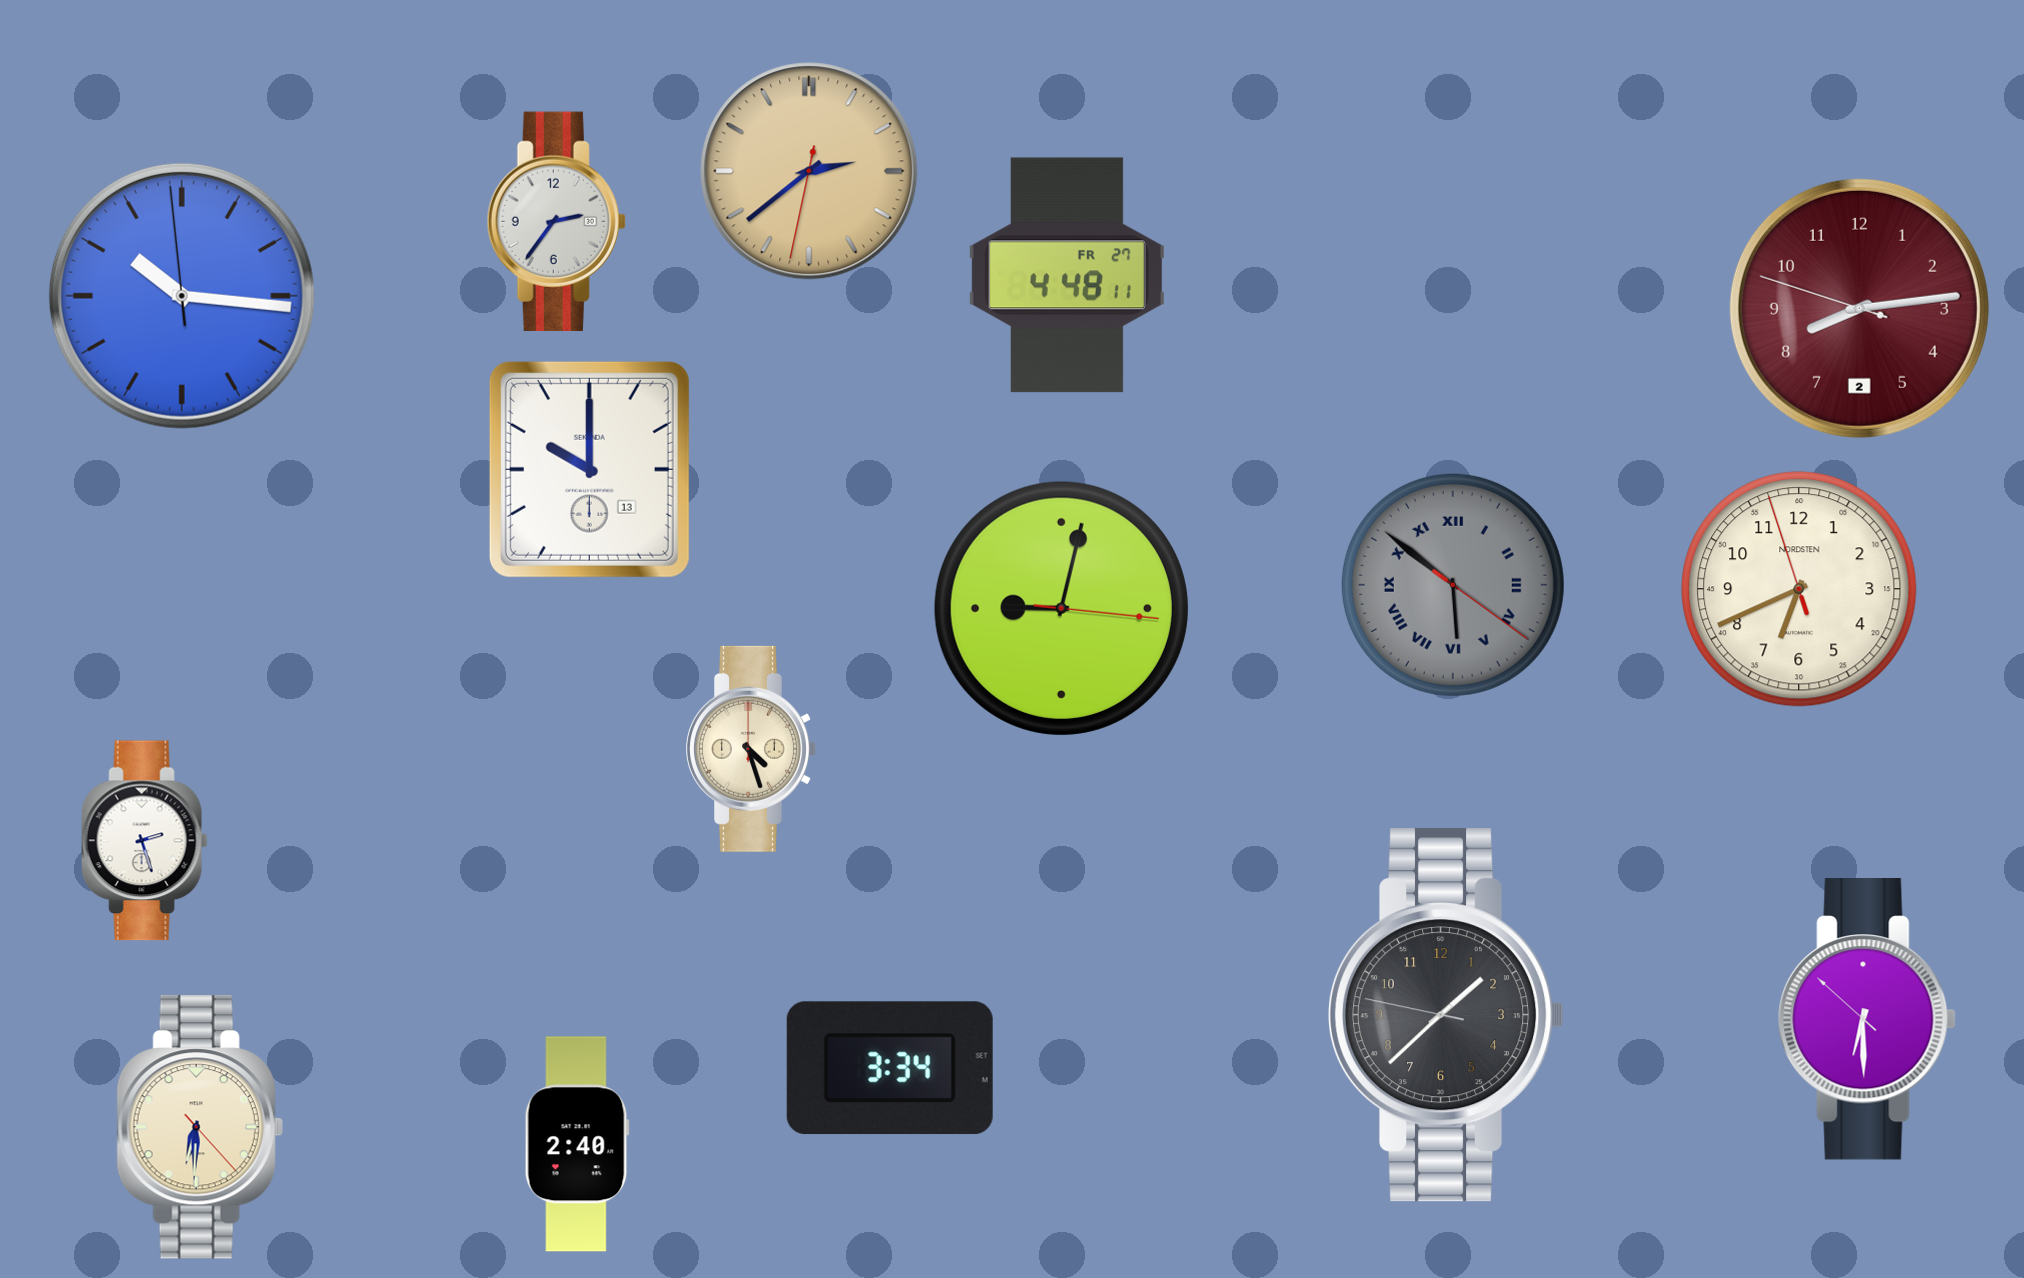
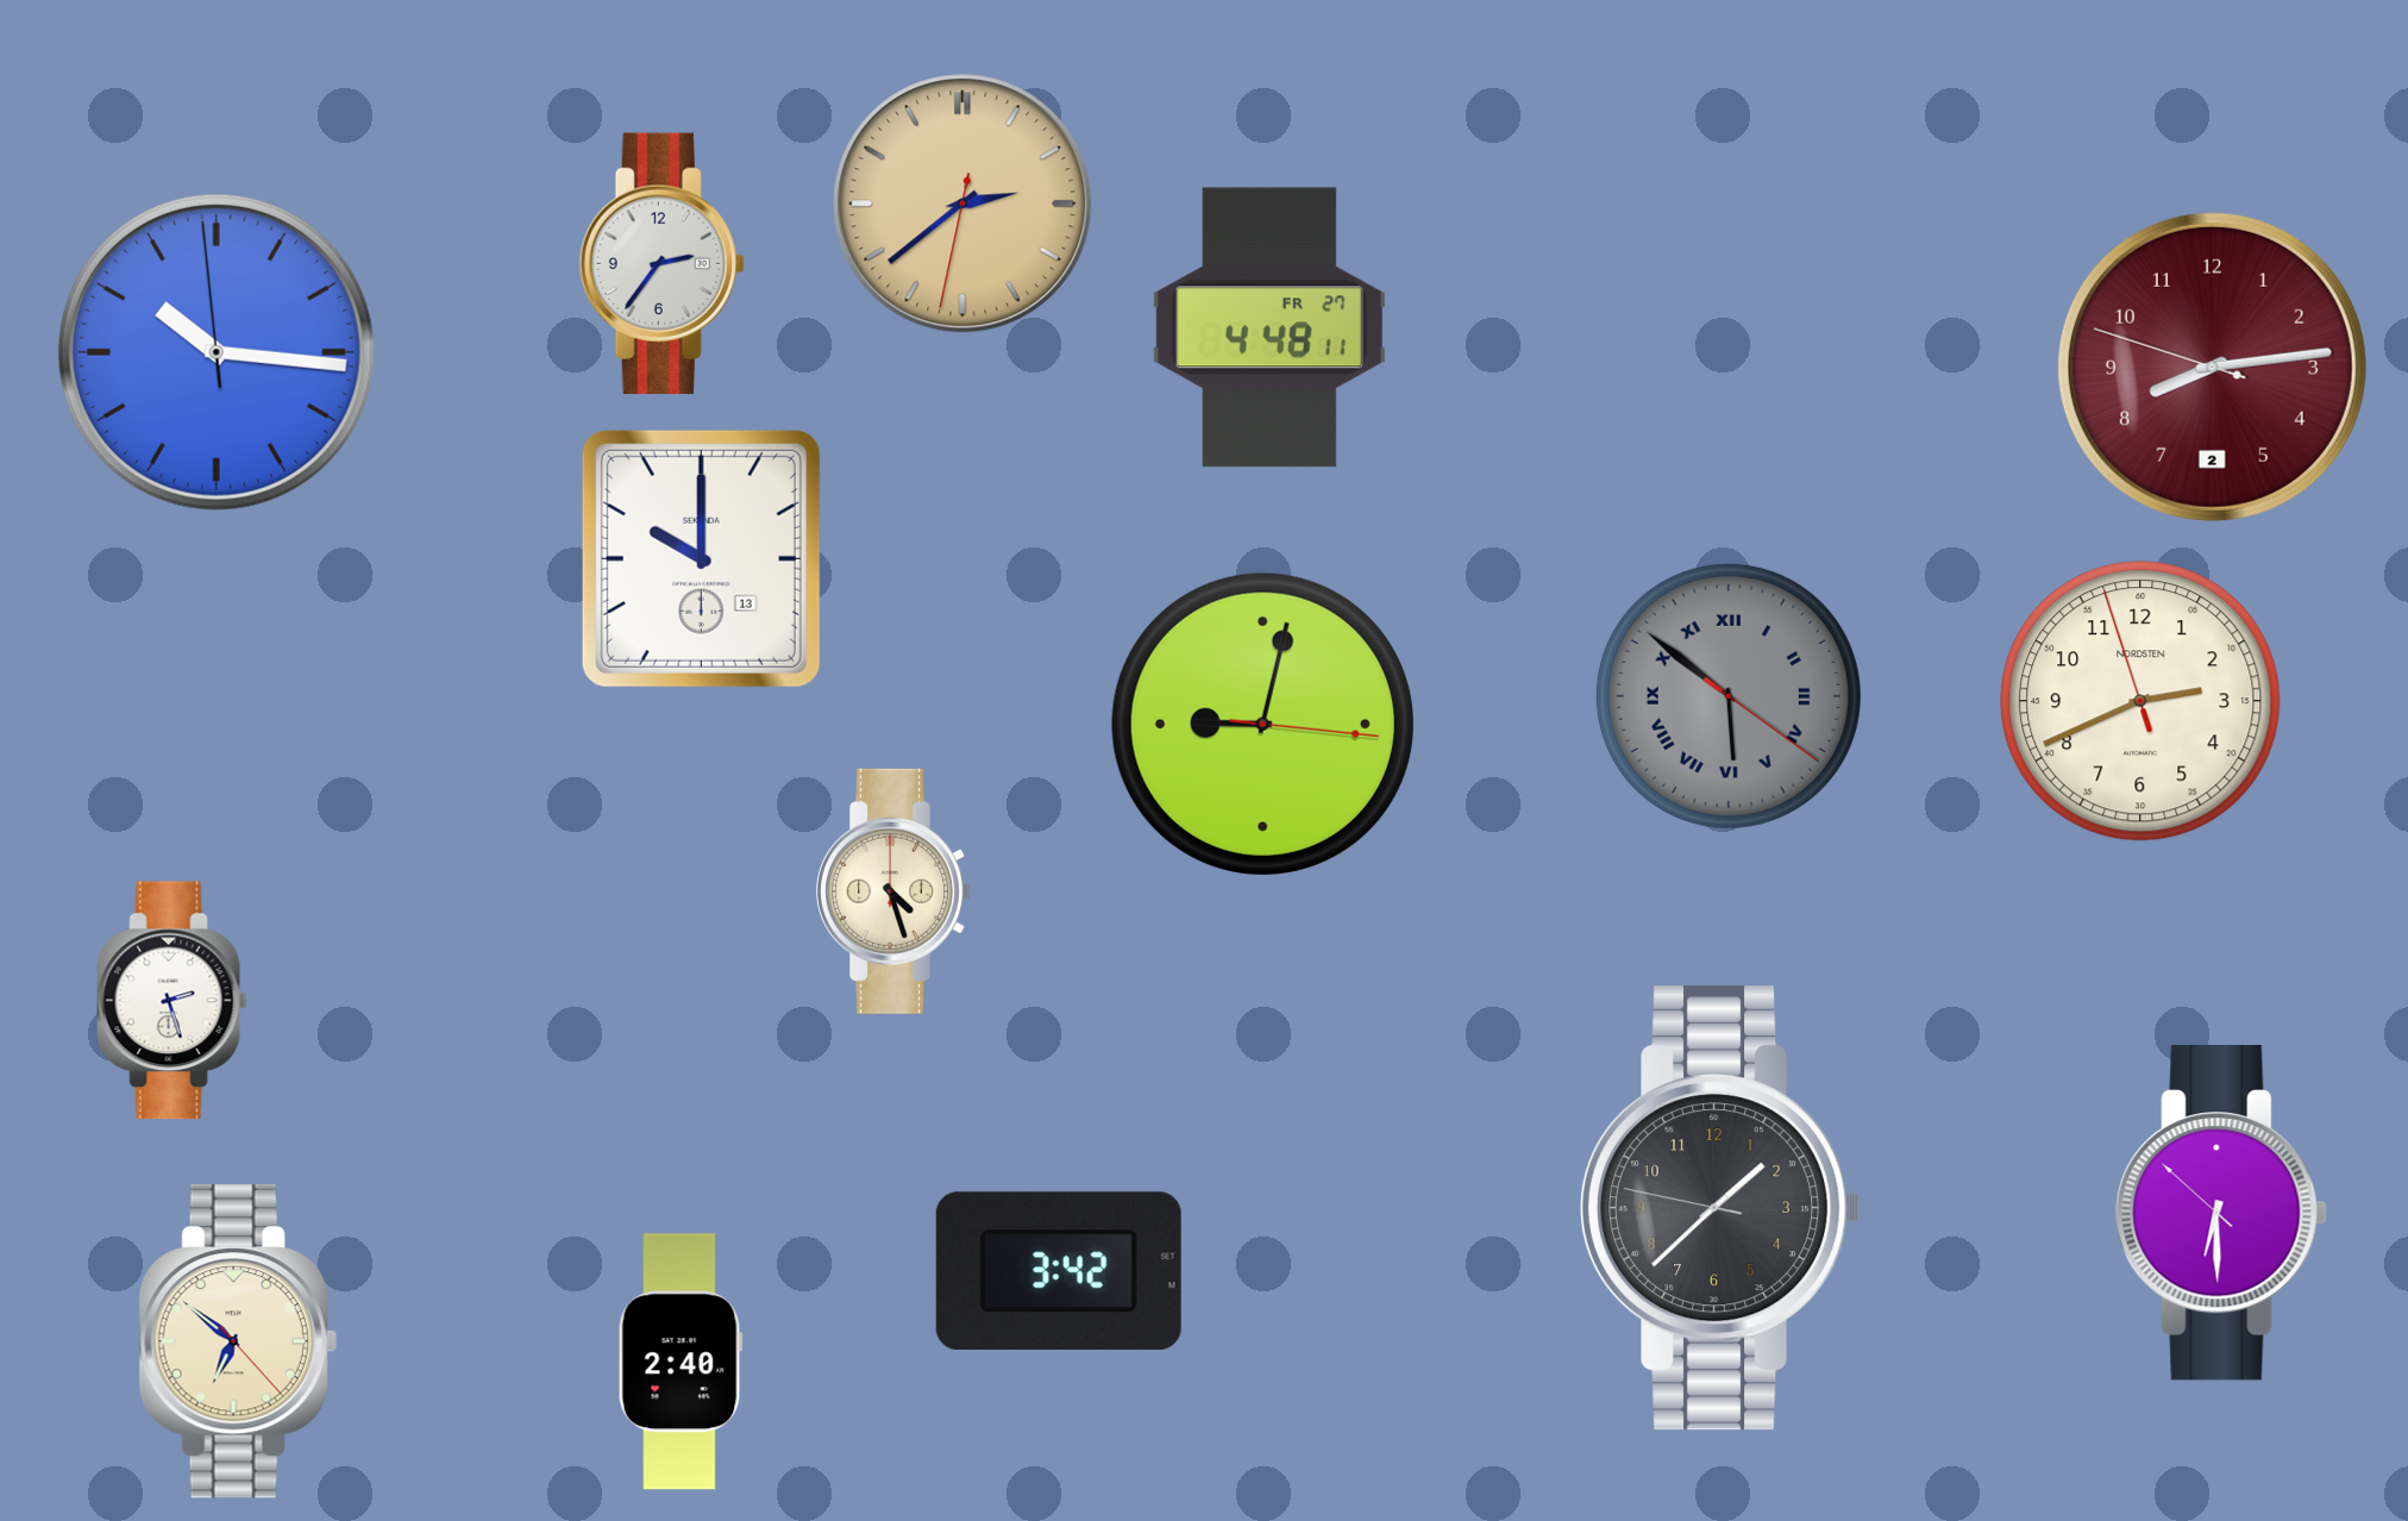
clock at (1799, 589): 6:40 -> 2:40
clock at (890, 1068): 3:34 -> 3:42
clock at (200, 1128): 6:30 -> 6:51
clock at (577, 1144) position: (577, 1144) -> (681, 1362)
